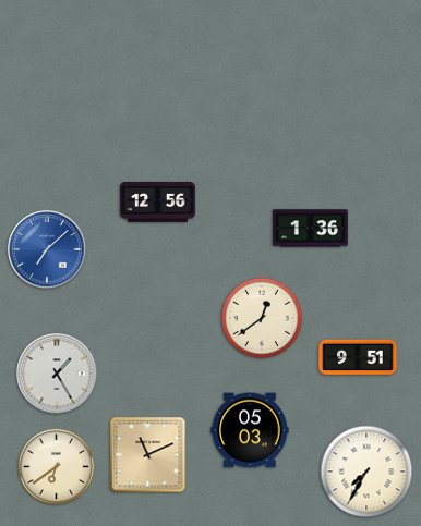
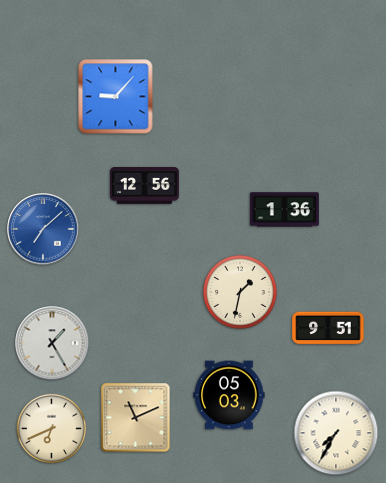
clock at (116, 97): none -> 9:07
clock at (263, 319): 12:39 -> 1:32
clock at (57, 467): 6:39 -> 6:41
